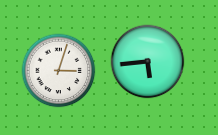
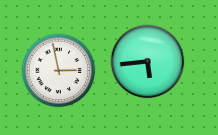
clock at (59, 71): 3:03 -> 2:58
